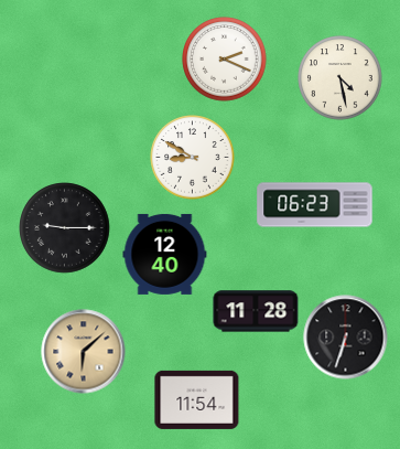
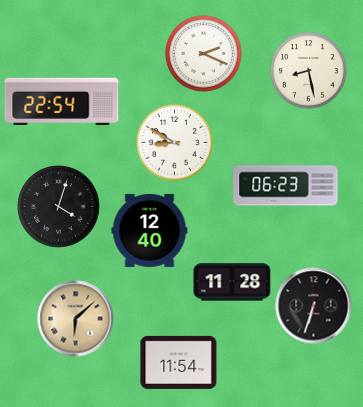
clock at (340, 78): 4:28 -> 8:28
clock at (62, 101): none -> 22:54
clock at (65, 228): 9:15 -> 4:03
